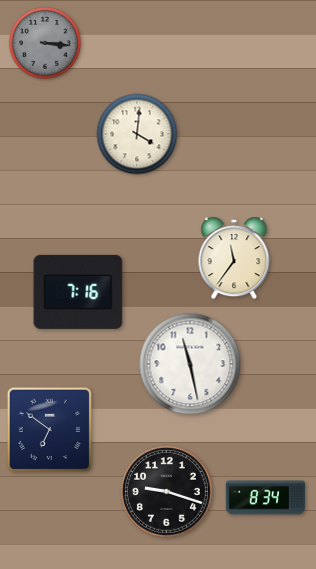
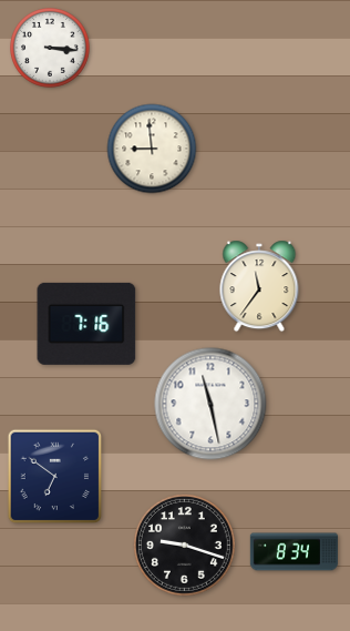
clock at (46, 44) dial: grey -> white
clock at (137, 134): 4:01 -> 8:59
